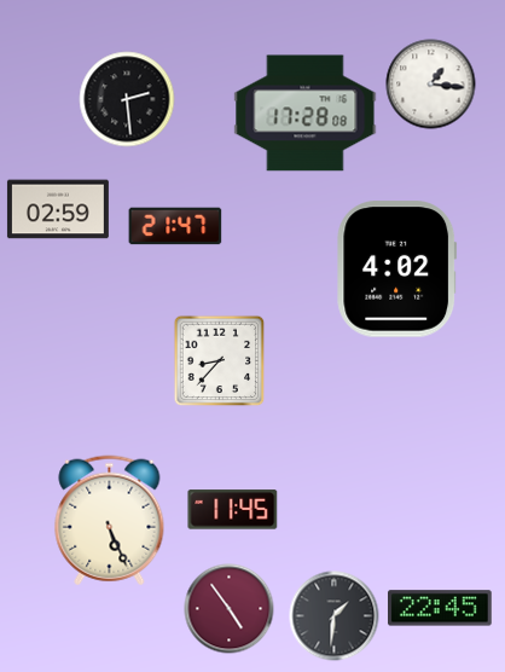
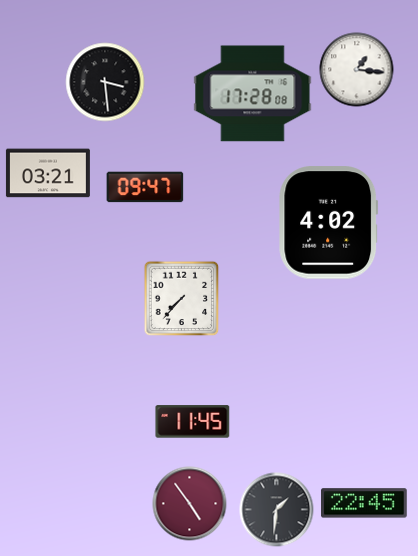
clock at (127, 99): 2:29 -> 3:29
clock at (58, 209): 02:59 -> 03:21
clock at (175, 226): 21:47 -> 09:47
clock at (220, 361): 8:37 -> 7:37
clock at (110, 521): 5:26 -> none
